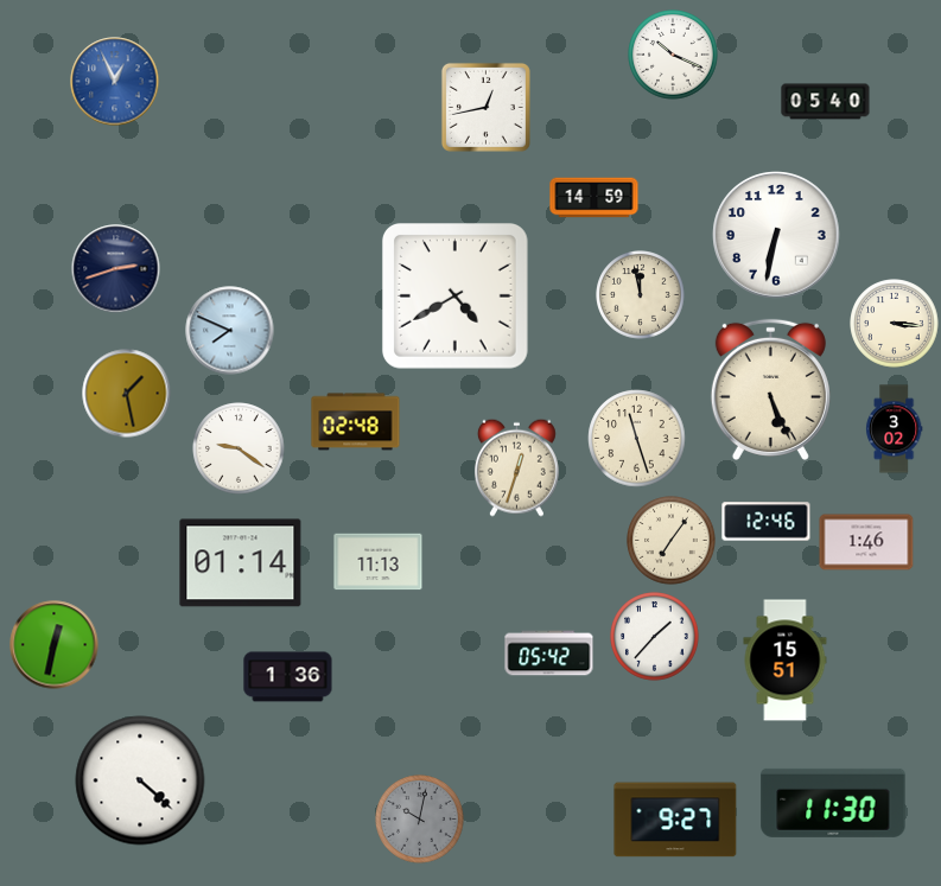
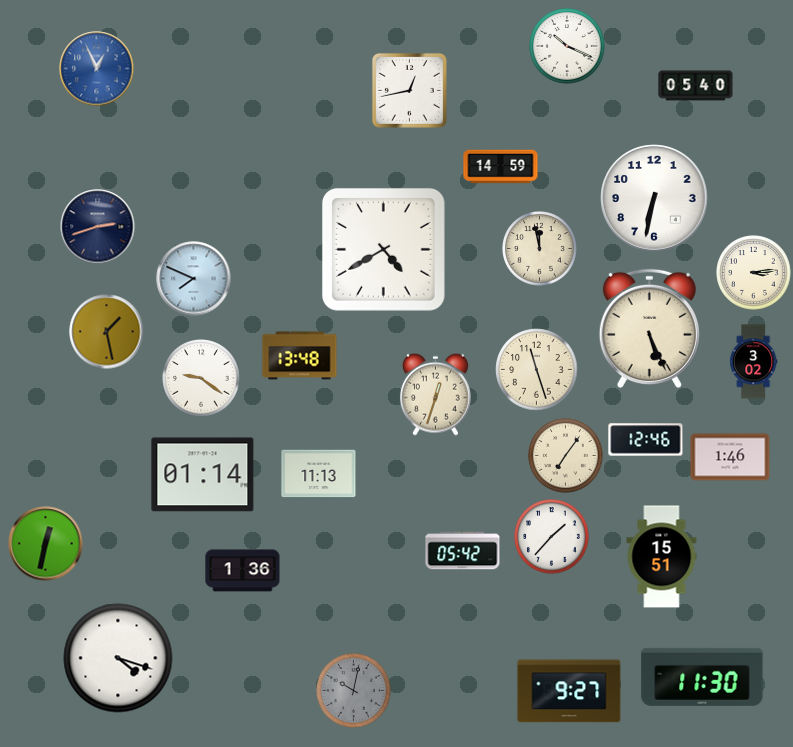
clock at (895, 324): 3:16 -> 3:14
clock at (356, 422): 02:48 -> 13:48
clock at (140, 780): 4:22 -> 4:18
